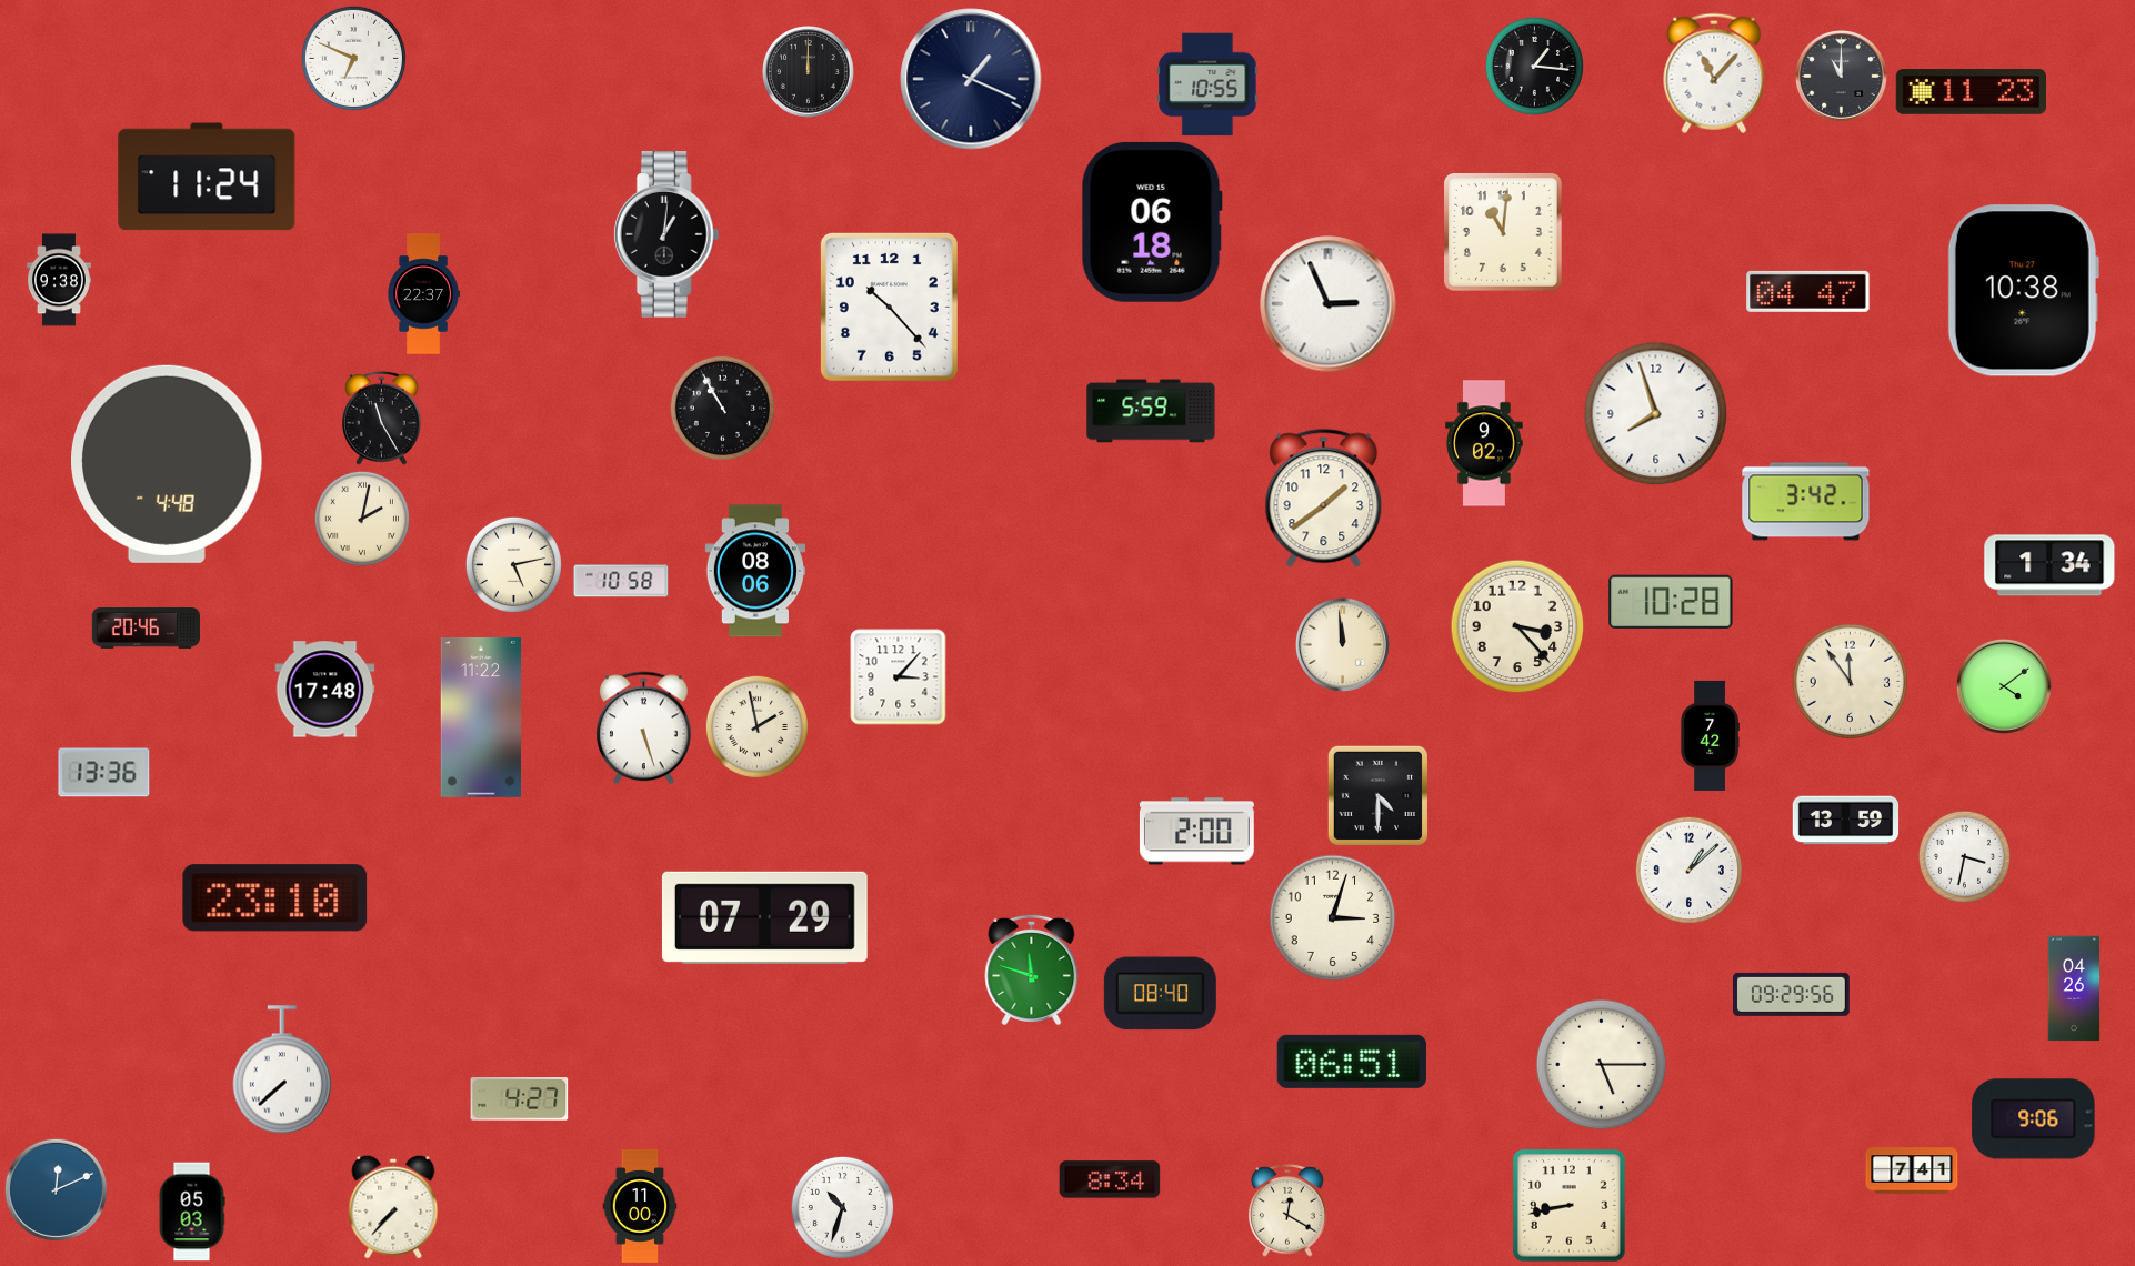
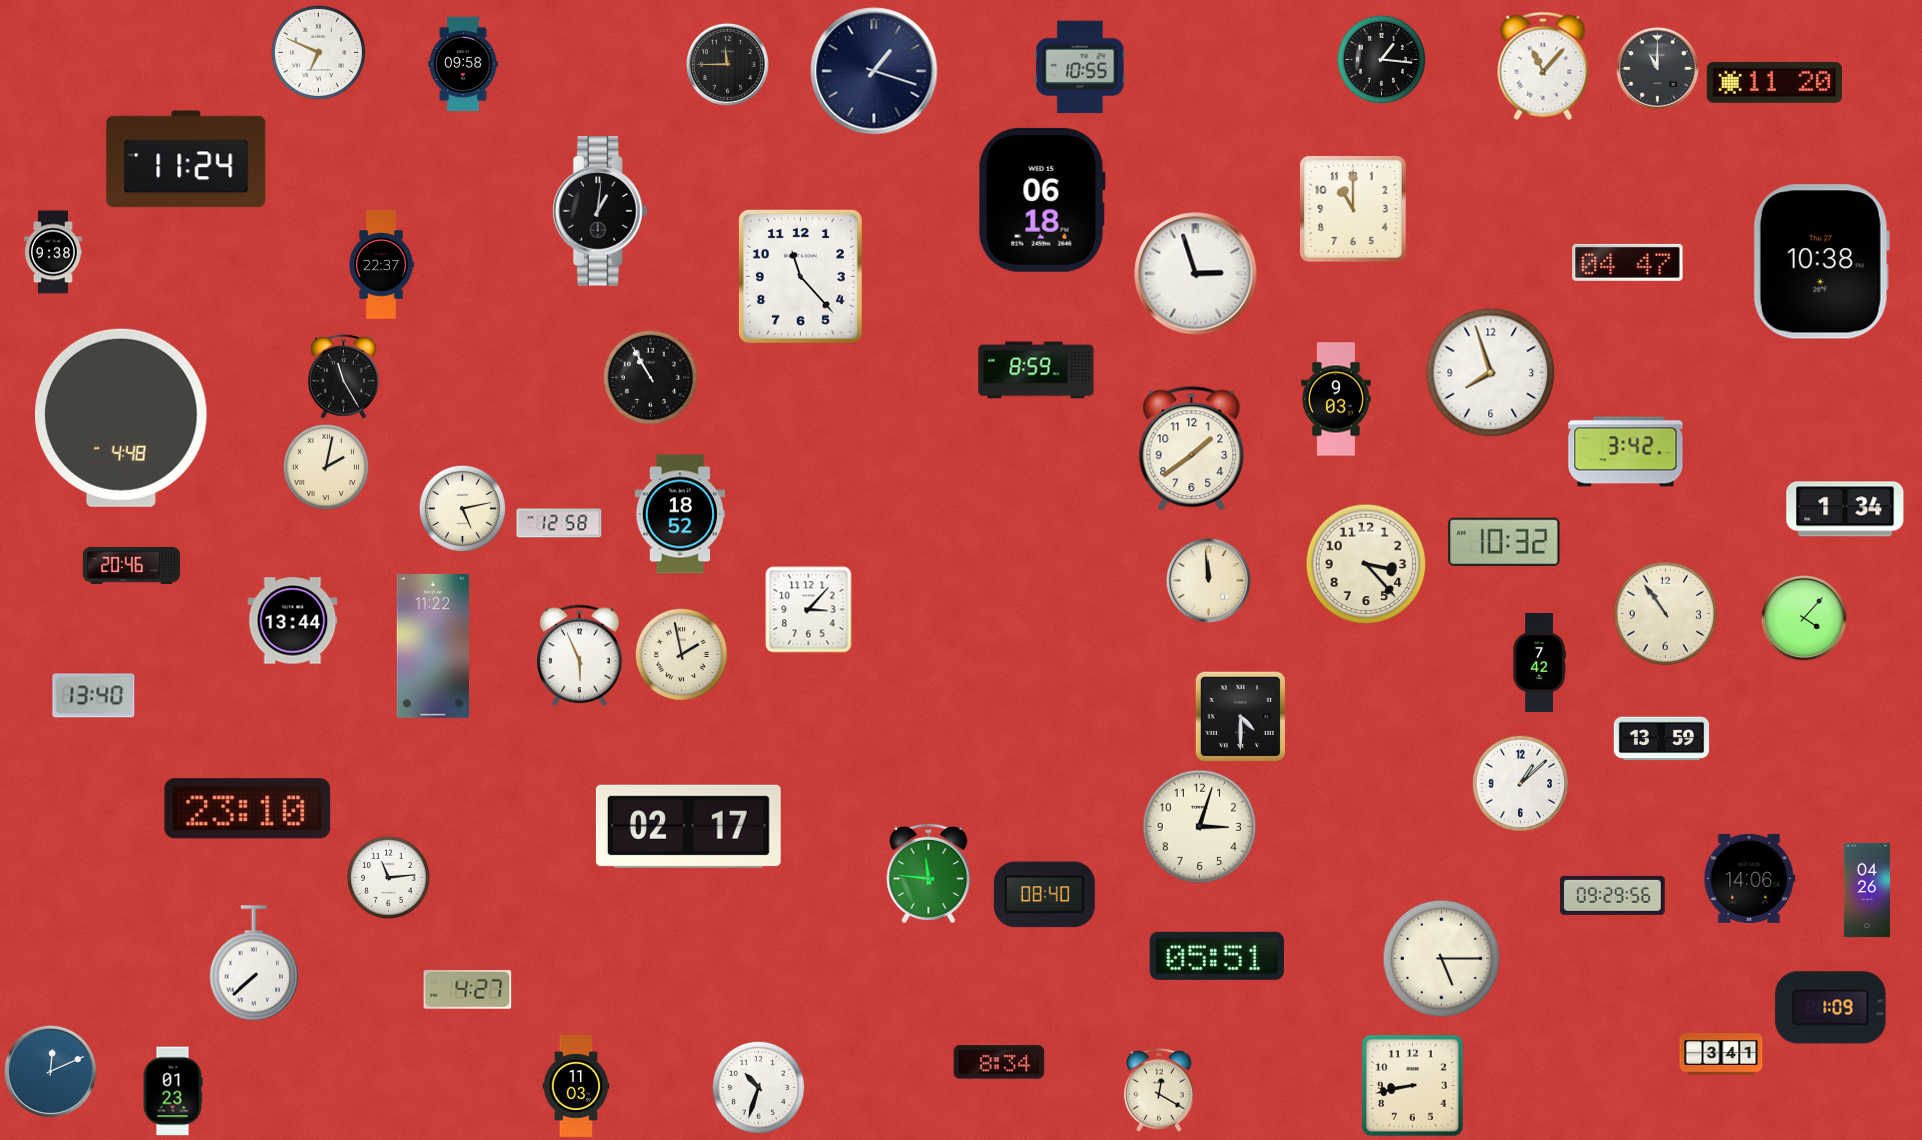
clock at (463, 64): none -> 09:58
clock at (809, 72): 12:00 -> 11:45
clock at (971, 79): 1:19 -> 1:18
clock at (1207, 84) position: (1207, 84) -> (1080, 67)
clock at (1971, 92): 11:23 -> 11:20
clock at (1152, 222) position: (1152, 222) -> (1042, 200)
clock at (1503, 232): 11:01 -> 11:00
clock at (1329, 304): 2:56 -> 2:57
clock at (889, 307): 10:23 -> 11:23
clock at (722, 408) position: (722, 408) -> (650, 377)
clock at (1151, 411): 5:59 -> 8:59
clock at (1484, 443): 9:02 -> 9:03
clock at (168, 464) position: (168, 464) -> (122, 418)
clock at (755, 571): 08:06 -> 18:52
clock at (621, 581): 10:58 -> 12:58
clock at (1671, 601): 10:28 -> 10:32
clock at (1851, 682): 11:54 -> 10:54
clock at (2004, 686): 4:09 -> 4:07
clock at (325, 690): 17:48 -> 13:44
clock at (644, 729): 5:27 -> 5:56
clock at (104, 773): 13:36 -> 13:40
clock at (1196, 832): 2:00 -> none
clock at (1964, 856): 3:32 -> none
clock at (764, 917): 07:29 -> 02:17
clock at (1032, 969): 11:48 -> 11:46
clock at (388, 877): none -> 11:14
clock at (1750, 878): none -> 14:06
clock at (1352, 1062): 06:51 -> 05:51
clock at (2034, 1119): 9:06 -> 1:09
clock at (1912, 1170): 7:41 -> 3:41
clock at (640, 1206): 11:00 -> 11:03
clock at (393, 1207): 7:37 -> none
clock at (192, 1212): 05:03 -> 01:23
